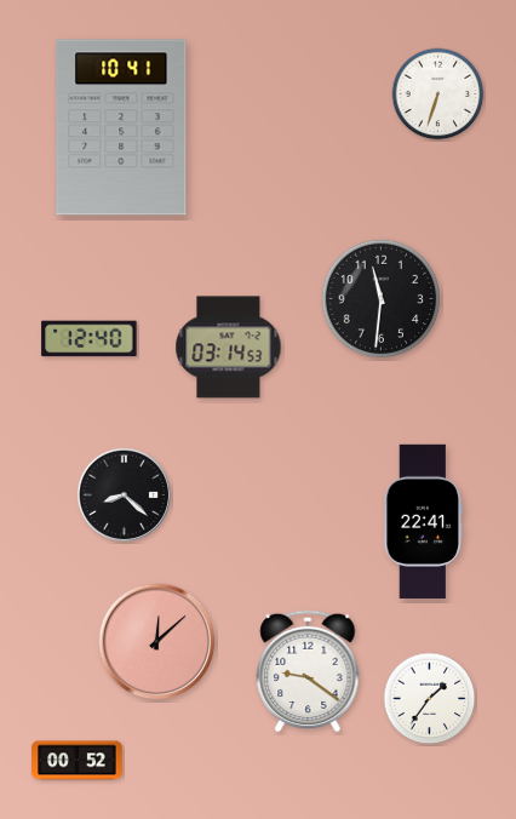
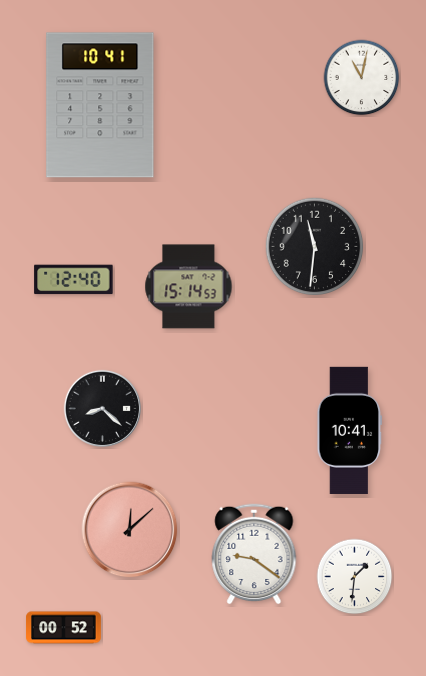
clock at (438, 94): 6:33 -> 11:02
clock at (229, 348): 03:14 -> 15:14
clock at (424, 521): 22:41 -> 10:41
clock at (430, 699): 1:36 -> 1:31
